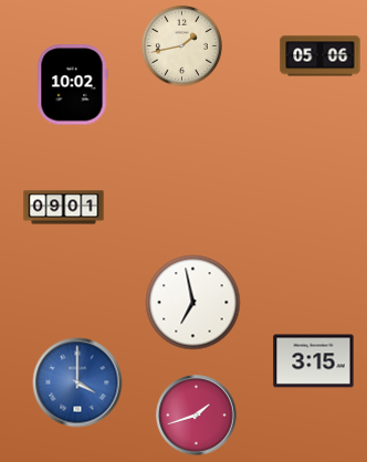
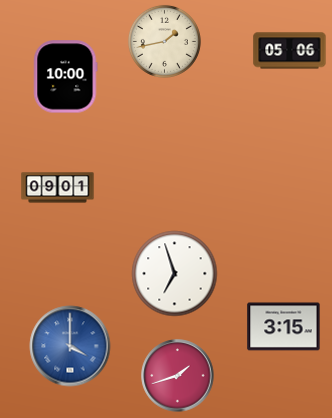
clock at (73, 85): 10:02 -> 10:00
clock at (193, 303): 6:58 -> 6:57
